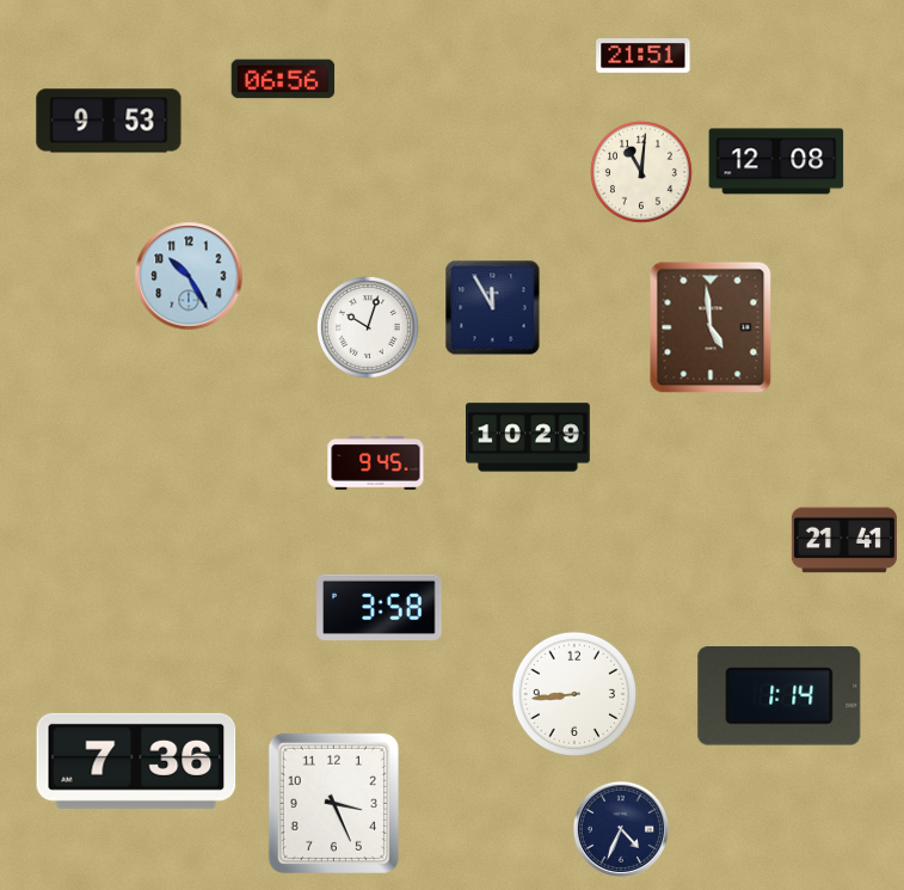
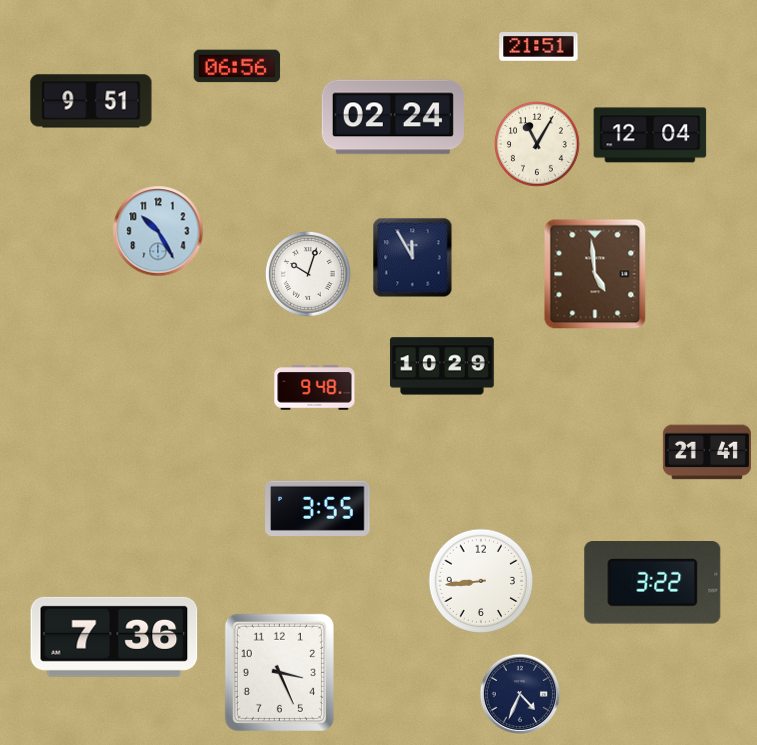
clock at (109, 121): 9:53 -> 9:51
clock at (393, 117): none -> 02:24
clock at (776, 161): 12:08 -> 12:04
clock at (641, 172): 11:01 -> 11:05
clock at (376, 464): 9:45 -> 9:48
clock at (380, 607): 3:58 -> 3:55
clock at (780, 696): 1:14 -> 3:22
